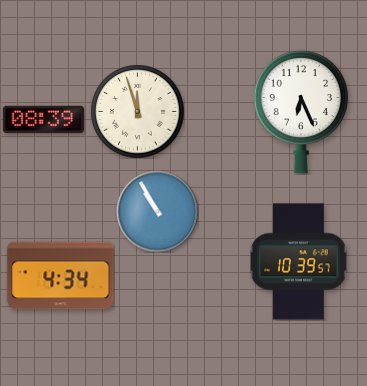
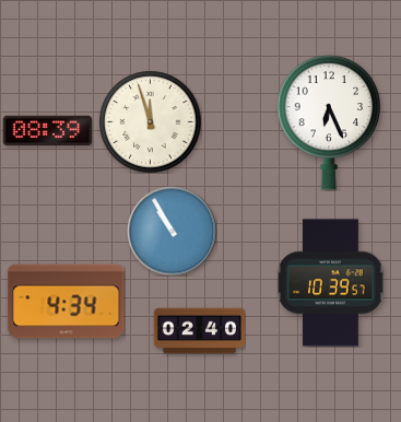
clock at (299, 262) position: (299, 262) -> (331, 283)
clock at (199, 331): none -> 02:40
